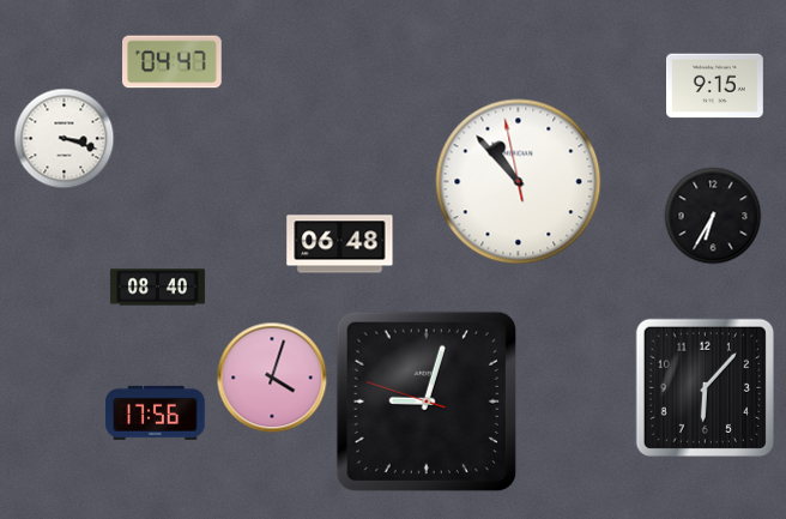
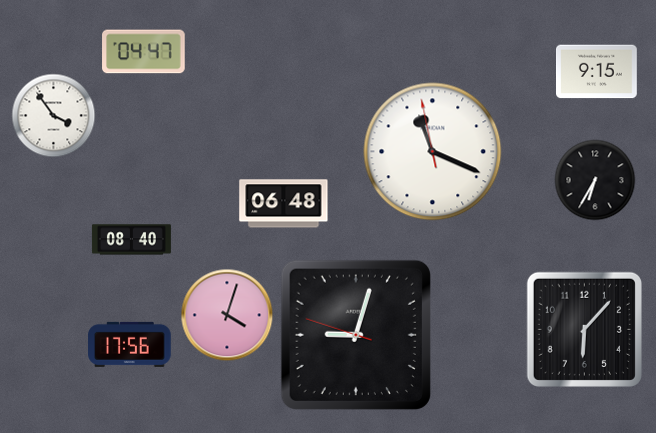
clock at (65, 139): 3:18 -> 3:54
clock at (519, 182): 10:52 -> 11:18
clock at (705, 387) position: (705, 387) -> (584, 329)
